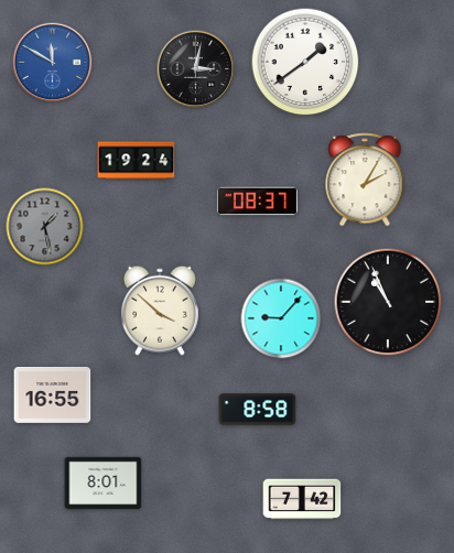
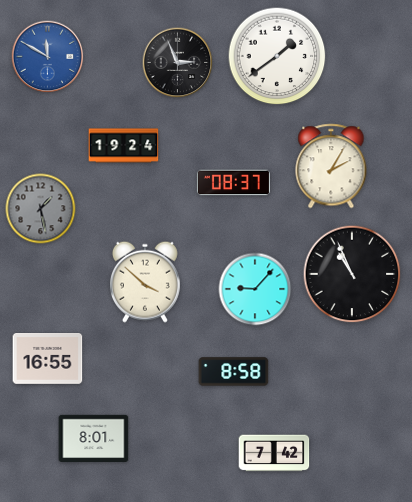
clock at (196, 69): 3:02 -> 2:56
clock at (365, 180) position: (365, 180) -> (331, 166)
clock at (45, 227) position: (45, 227) -> (41, 209)
